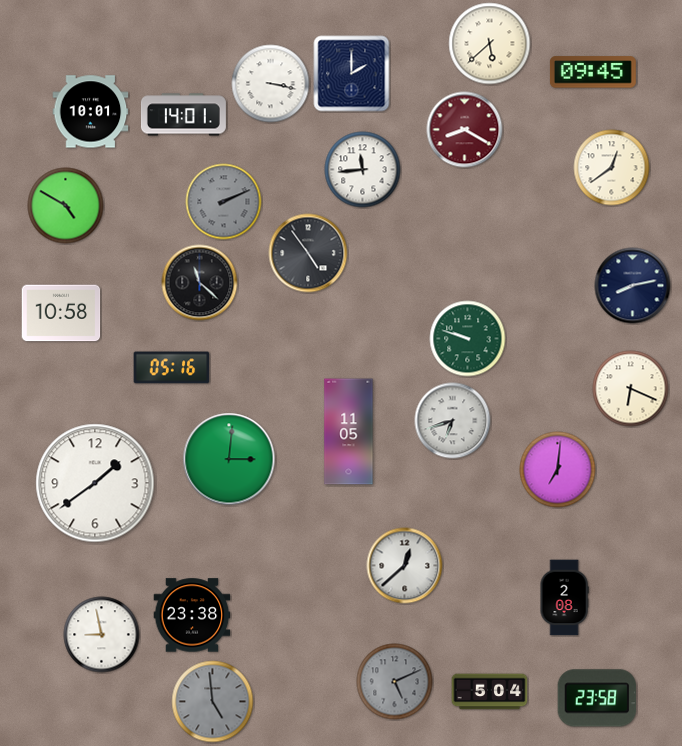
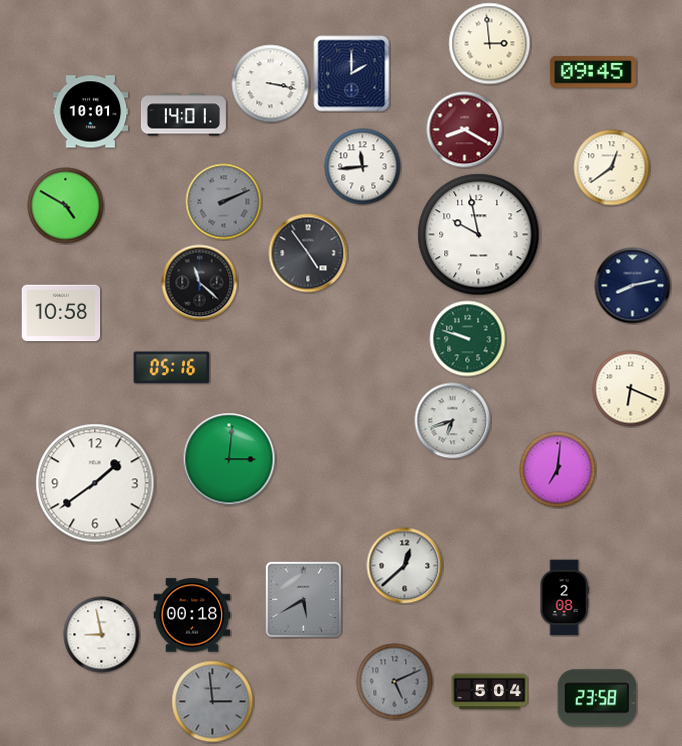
clock at (490, 44): 5:38 -> 2:59
clock at (363, 170) position: (363, 170) -> (363, 167)
clock at (479, 235): none -> 9:58
clock at (349, 432): 11:05 -> none
clock at (303, 599): none -> 5:40
clock at (192, 615): 23:38 -> 00:18
clock at (213, 702): 4:59 -> 2:59
